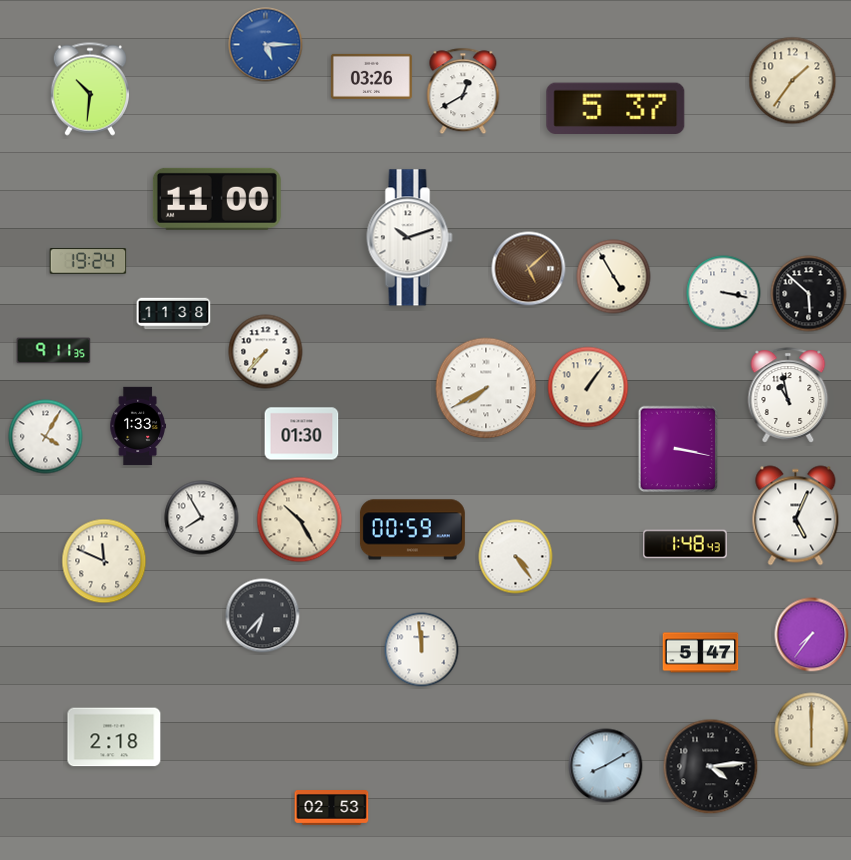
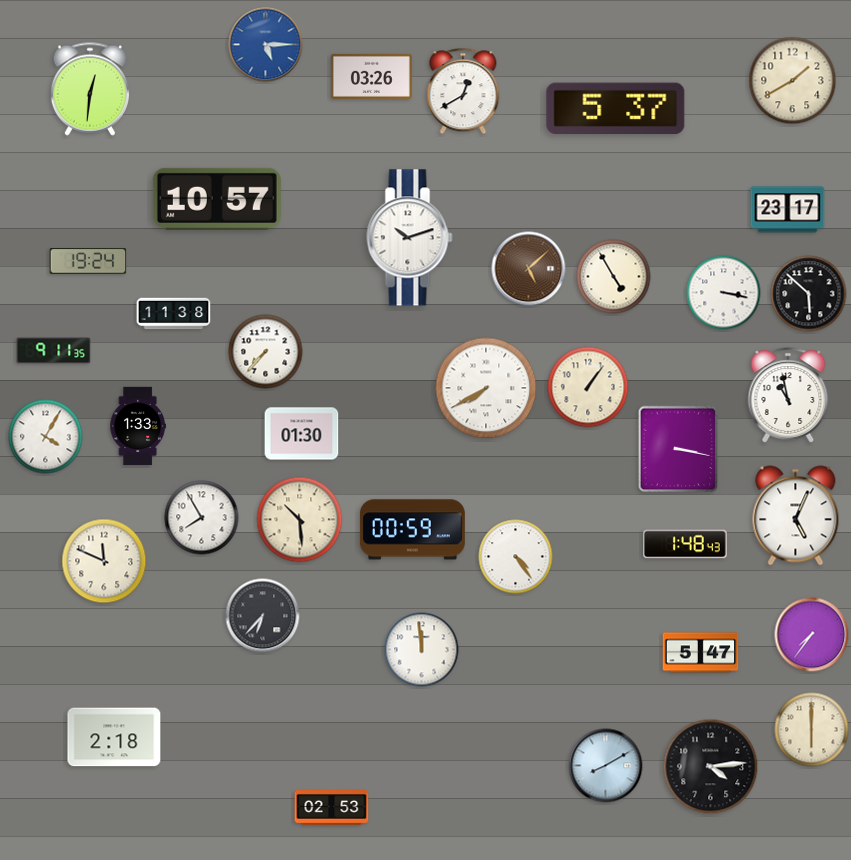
clock at (793, 81): 1:36 -> 1:40
clock at (89, 89): 10:31 -> 12:31
clock at (217, 199): 11:00 -> 10:57
clock at (788, 210): none -> 23:17
clock at (300, 520): 10:25 -> 10:29
